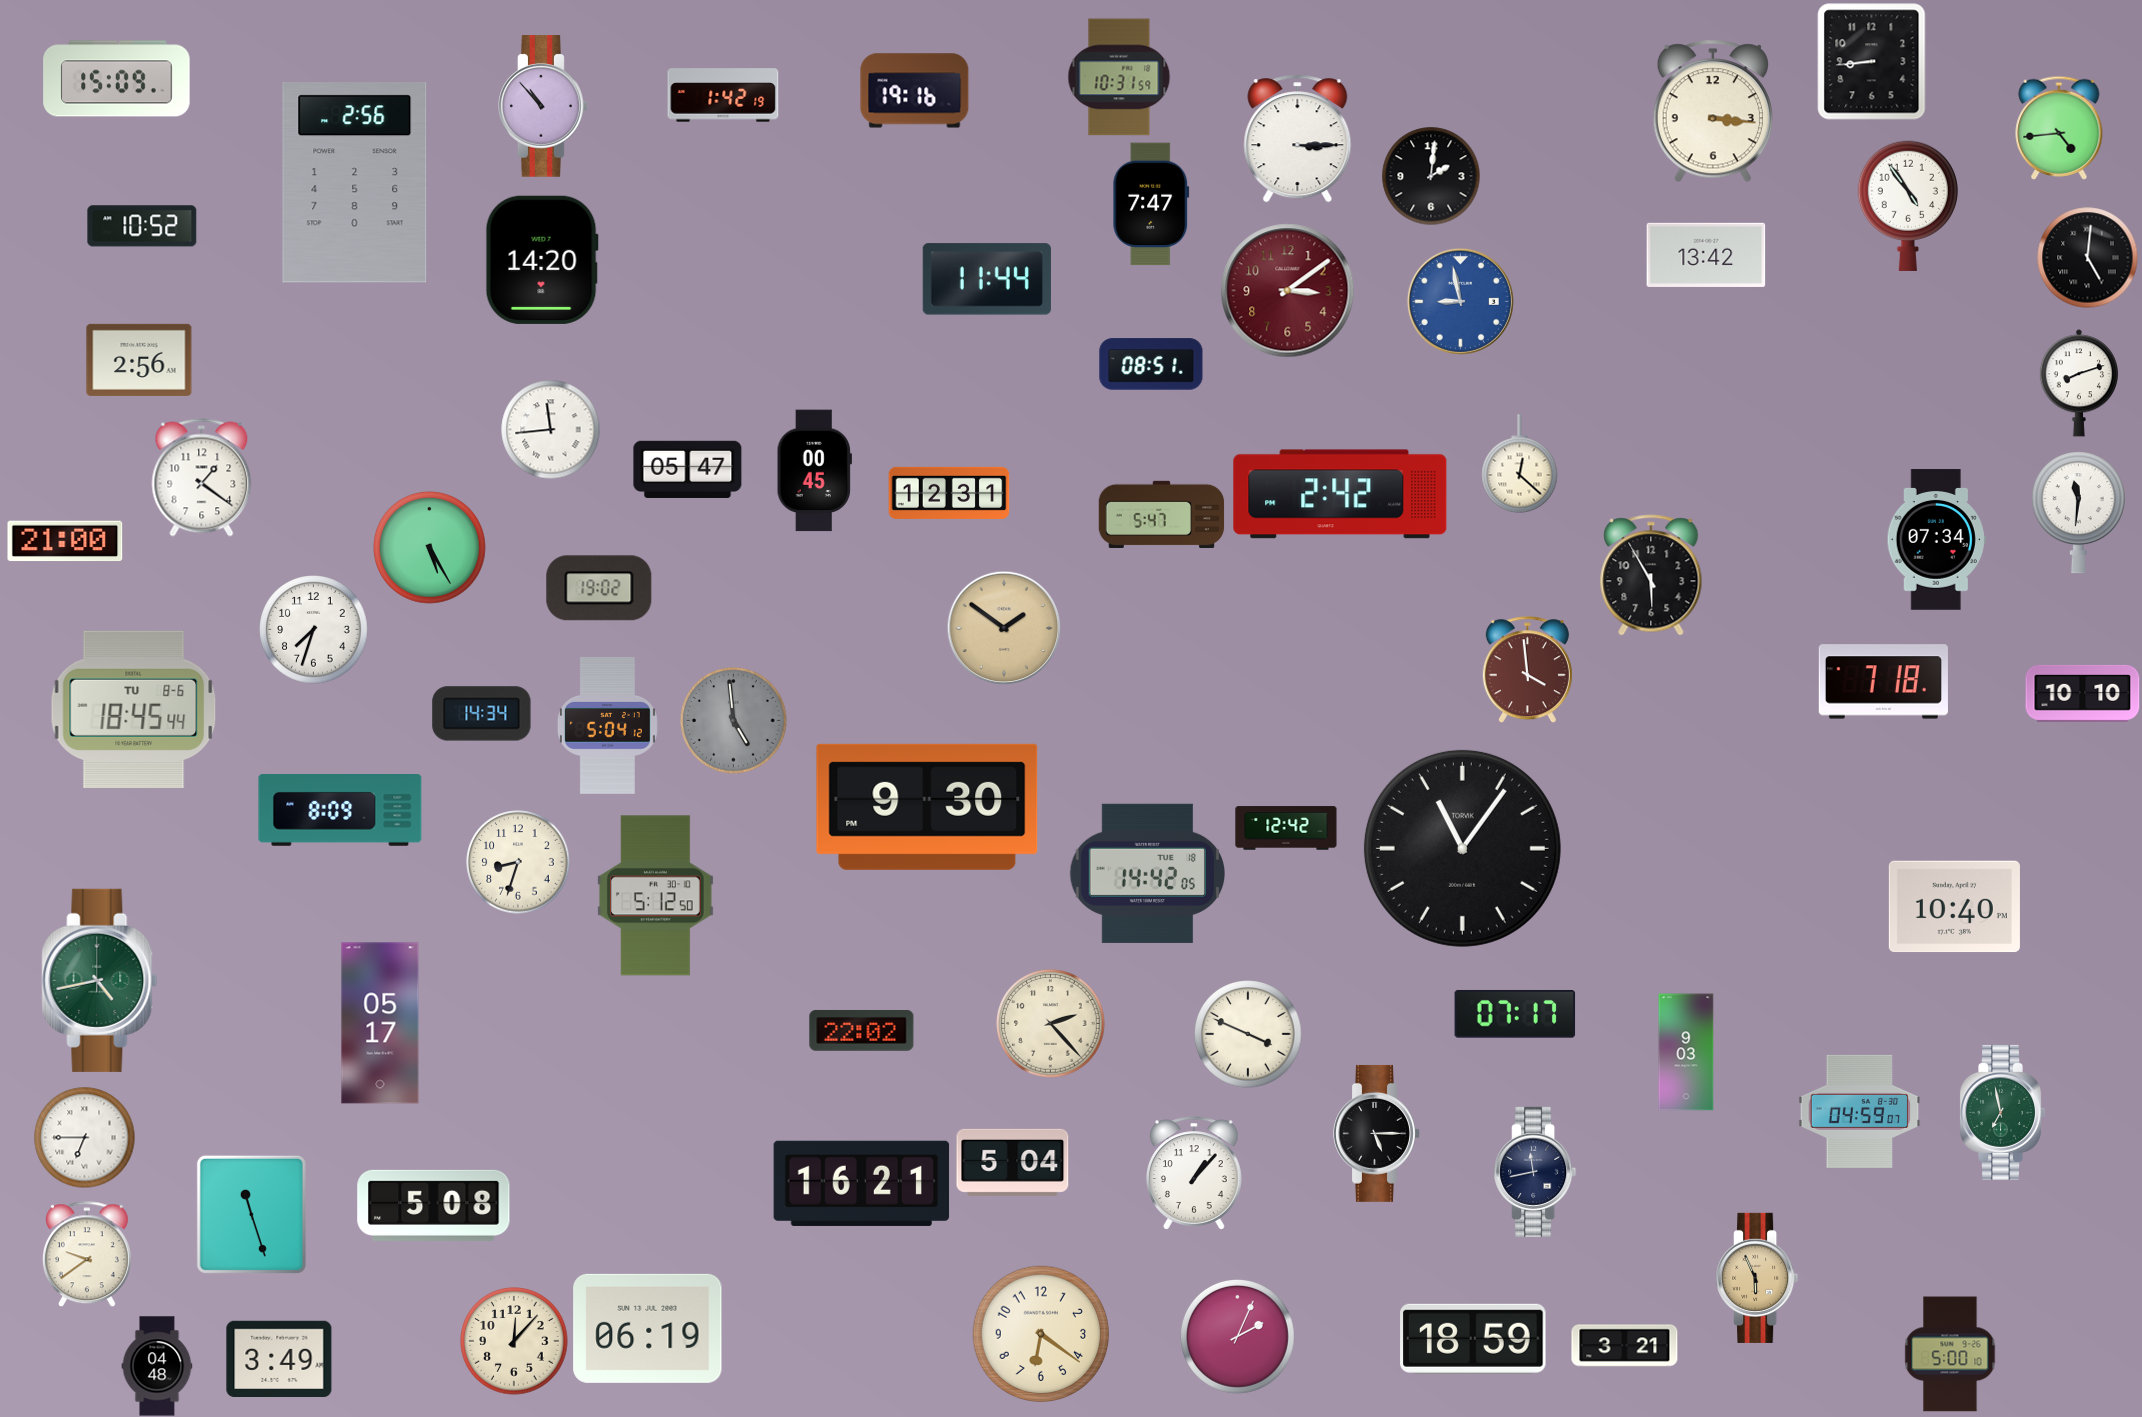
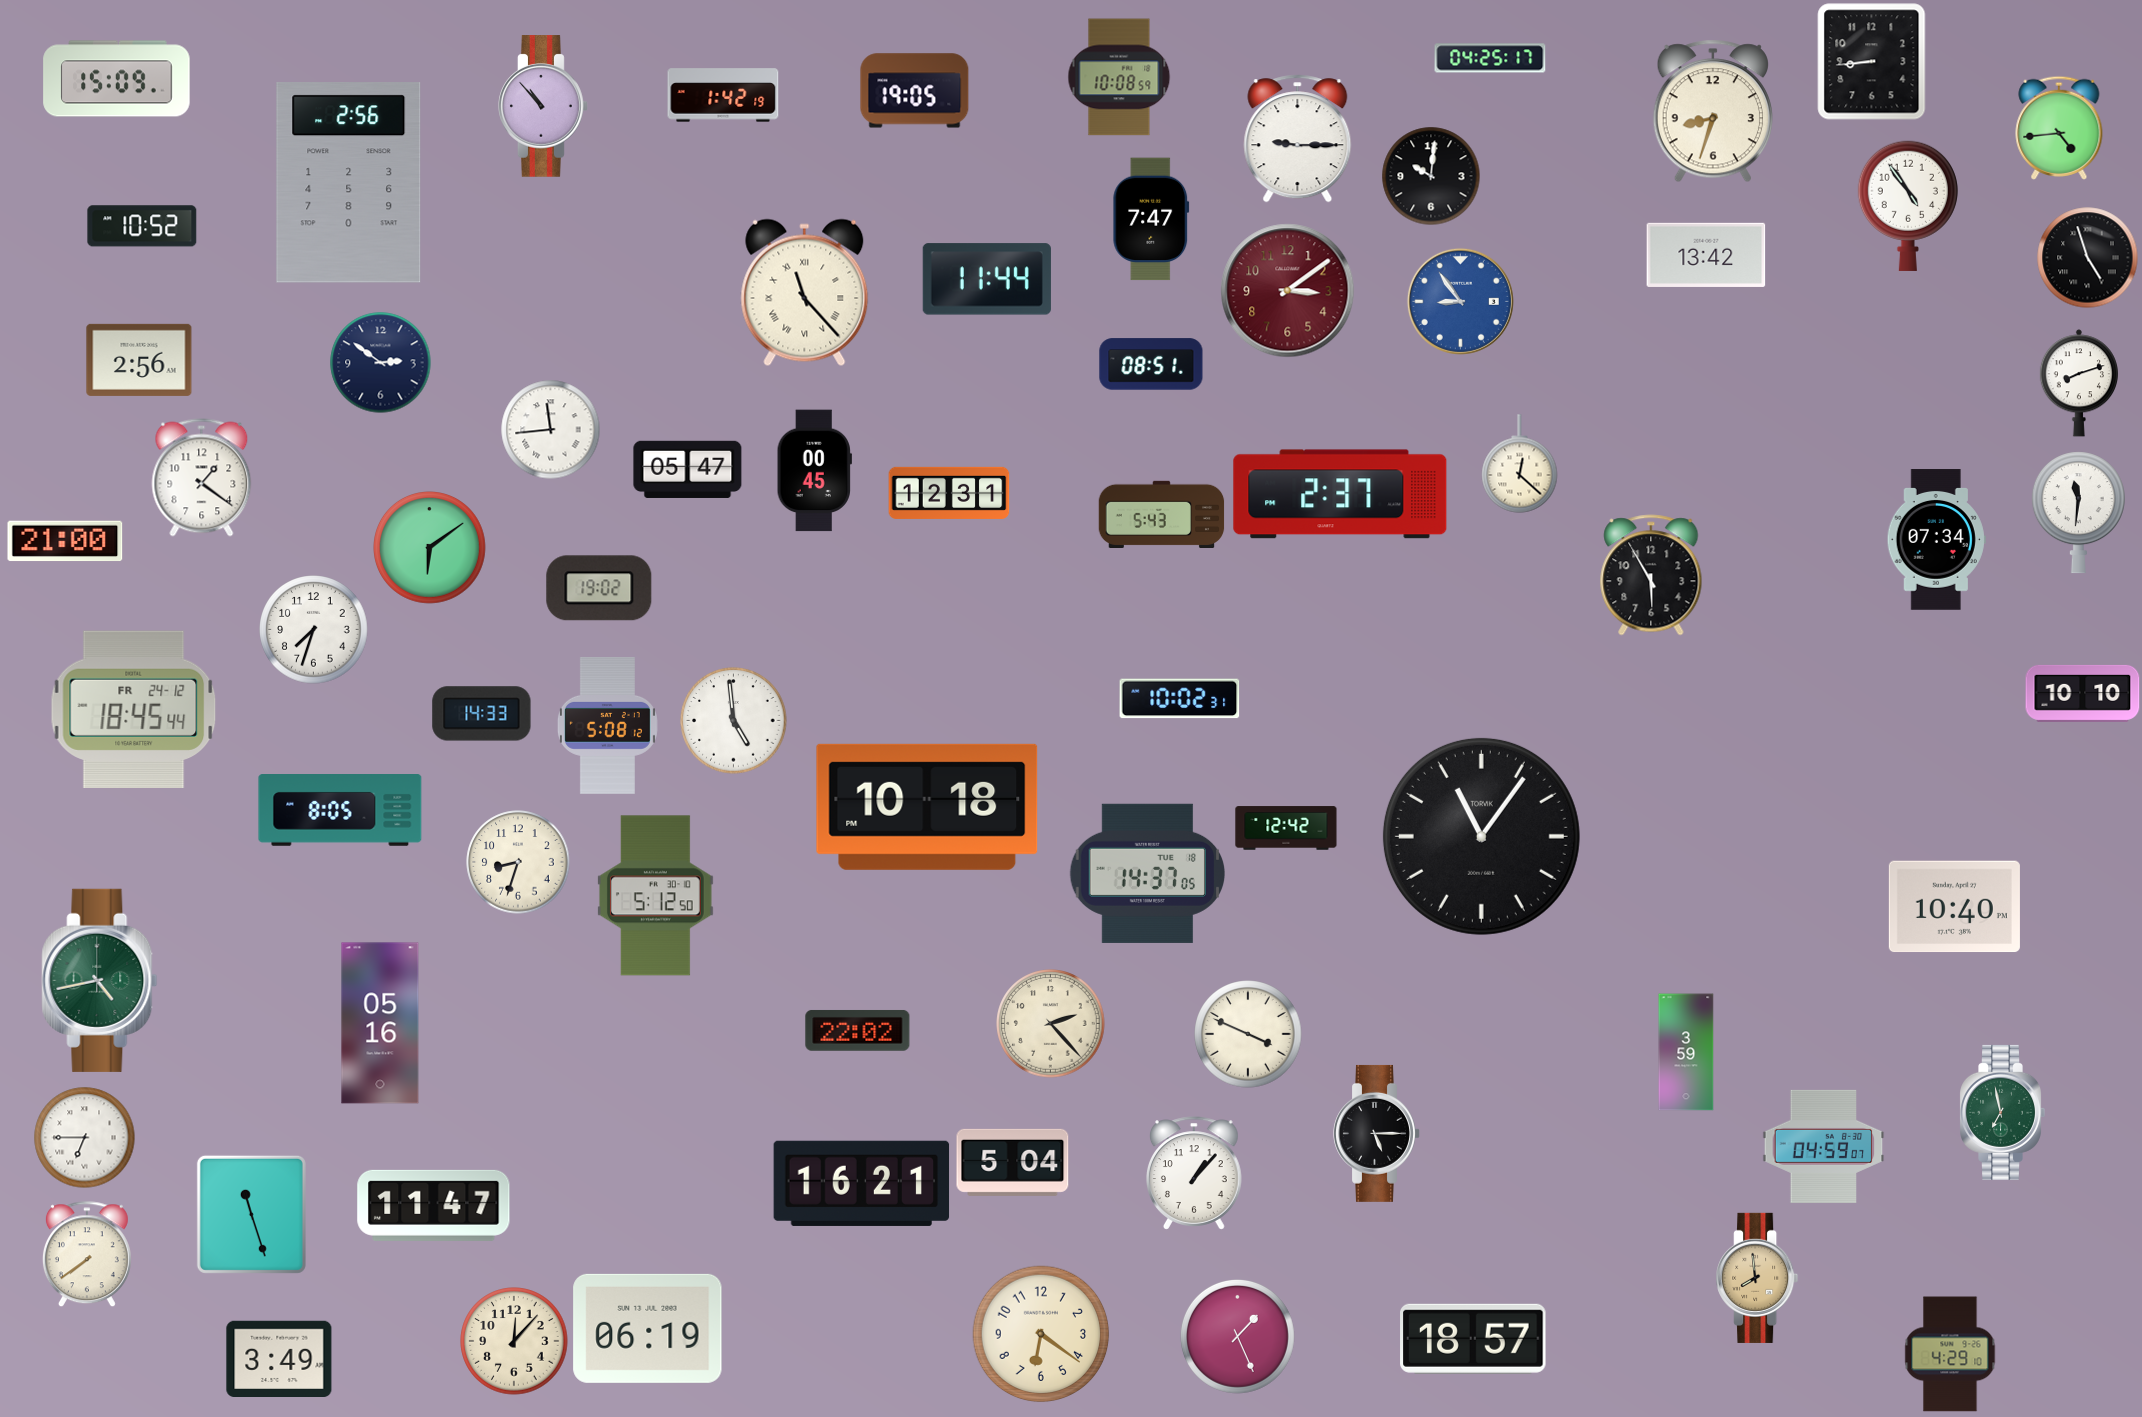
clock at (1490, 58): none -> 04:25
clock at (1119, 77): 10:31 -> 10:08
clock at (915, 91): 19:16 -> 19:05
clock at (1713, 111): 3:16 -> 8:33
clock at (1298, 139): 3:15 -> 9:15
clock at (1431, 176): 2:01 -> 10:01
clock at (355, 183) position: (355, 183) -> (349, 183)
clock at (1151, 204) position: (1151, 204) -> (1151, 219)
clock at (2088, 258): 5:01 -> 4:57
clock at (542, 260): 14:20 -> none
clock at (805, 293): none -> 11:23
clock at (1460, 301): 8:58 -> 8:54
clock at (381, 363): none -> 2:51
clock at (1340, 494): 2:42 -> 2:37
clock at (1162, 514): 5:47 -> 5:43
clock at (430, 548): 5:25 -> 6:09
clock at (1004, 628): 1:51 -> none
clock at (1527, 670): 3:59 -> none
clock at (1883, 682): 7:18 -> none
clock at (1180, 699): none -> 10:02
clock at (134, 709) date: TU 8-6 -> FR 24-12
clock at (482, 714): 14:34 -> 14:33
clock at (734, 721) dial: grey -> white
clock at (607, 725): 5:04 -> 5:08
clock at (927, 807): 9:30 -> 10:18
clock at (340, 811): 8:09 -> 8:05
clock at (1462, 848) position: (1462, 848) -> (1481, 836)
clock at (1147, 873): 14:42 -> 14:37
clock at (1515, 1014): 07:17 -> none
clock at (380, 1023): 05:17 -> 05:16
clock at (862, 1030) position: (862, 1030) -> (858, 1030)
clock at (1686, 1052): 9:03 -> 3:59
clock at (1860, 1111) position: (1860, 1111) -> (1824, 1146)
clock at (1535, 1172): 11:43 -> none
clock at (434, 1205): 5:08 -> 11:47
clock at (87, 1254): 9:39 -> 7:39
clock at (1757, 1278): 5:56 -> 7:59
clock at (1237, 1336): 2:04 -> 1:26
clock at (1473, 1339): 18:59 -> 18:57
clock at (1625, 1346): 3:21 -> none
clock at (1950, 1354): 5:00 -> 4:29
clock at (157, 1366): 04:48 -> none
